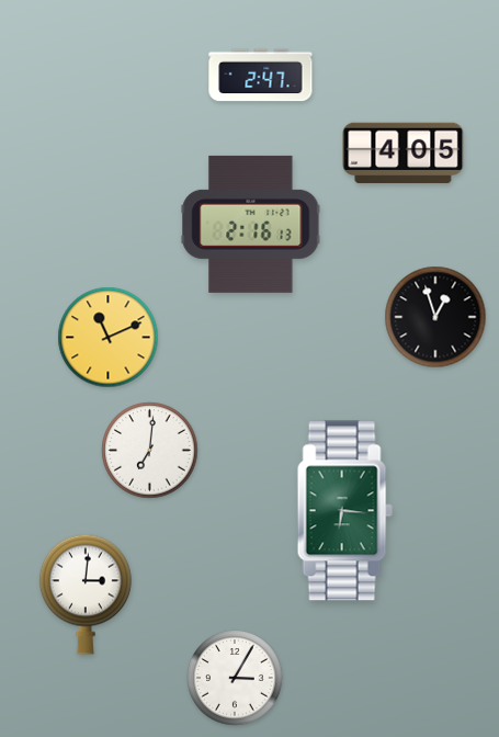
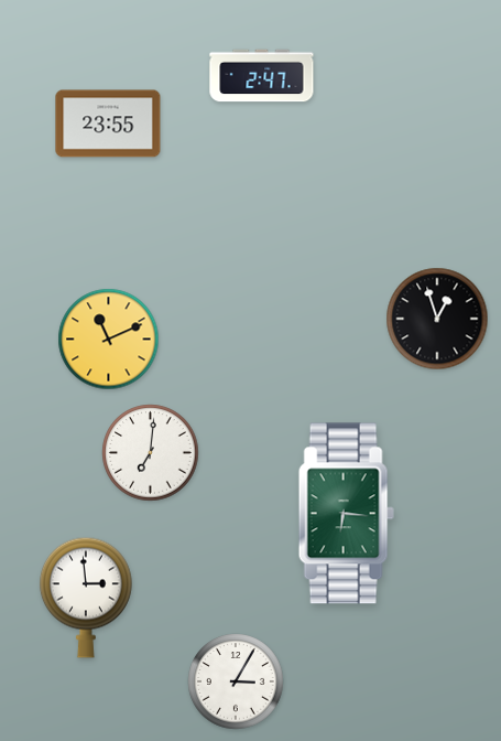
clock at (108, 123): none -> 23:55
clock at (404, 154): 4:05 -> none
clock at (251, 224): 2:16 -> none
clock at (86, 594): 3:01 -> 2:59
